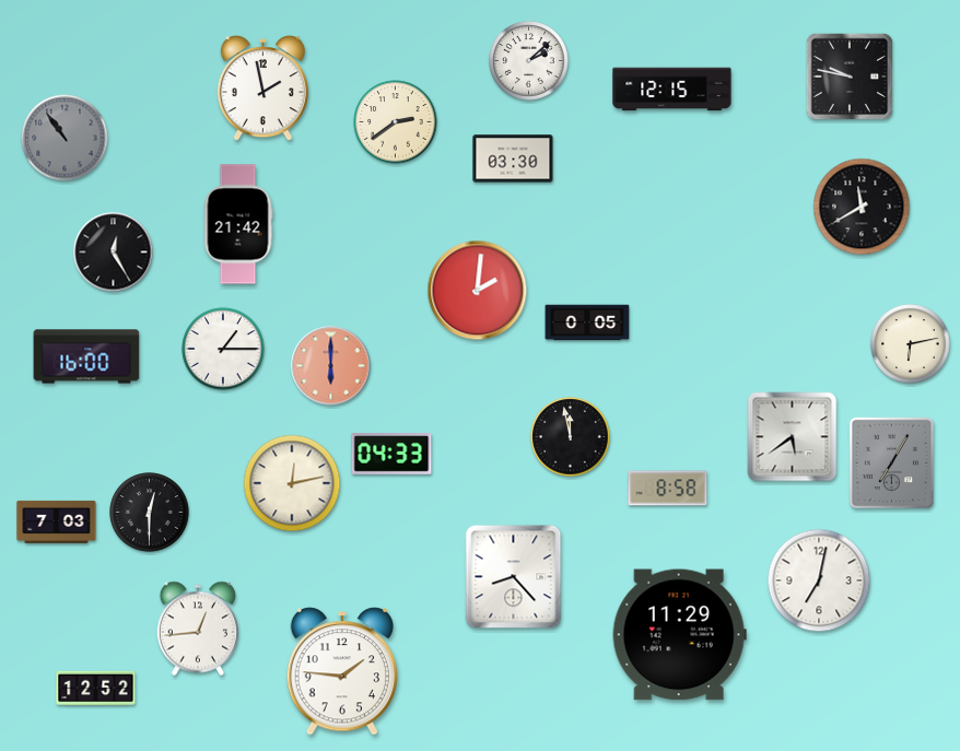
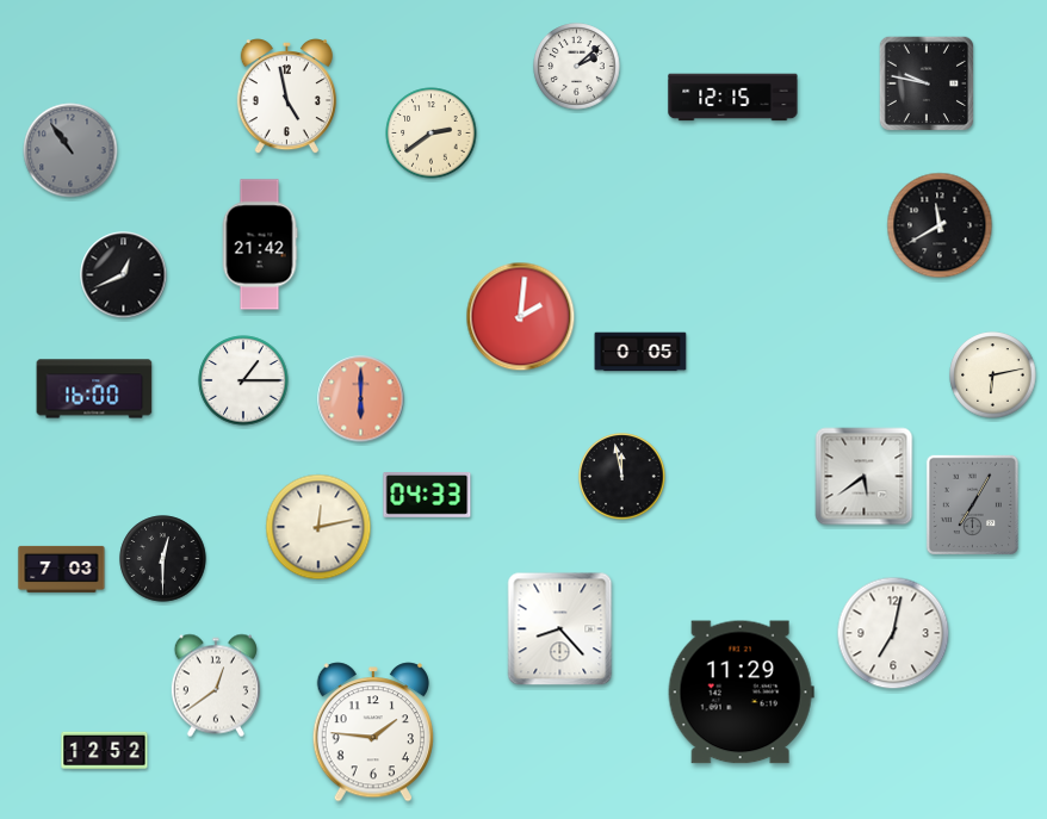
clock at (262, 90): 1:58 -> 4:58
clock at (513, 159): 03:30 -> none
clock at (114, 253): 12:25 -> 12:41
clock at (668, 489): 8:58 -> none
clock at (198, 629): 12:44 -> 12:39
